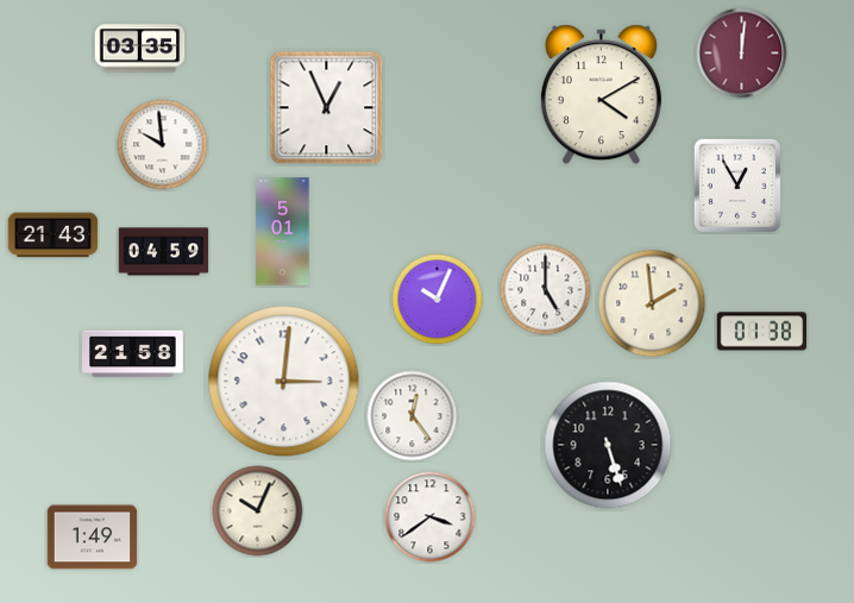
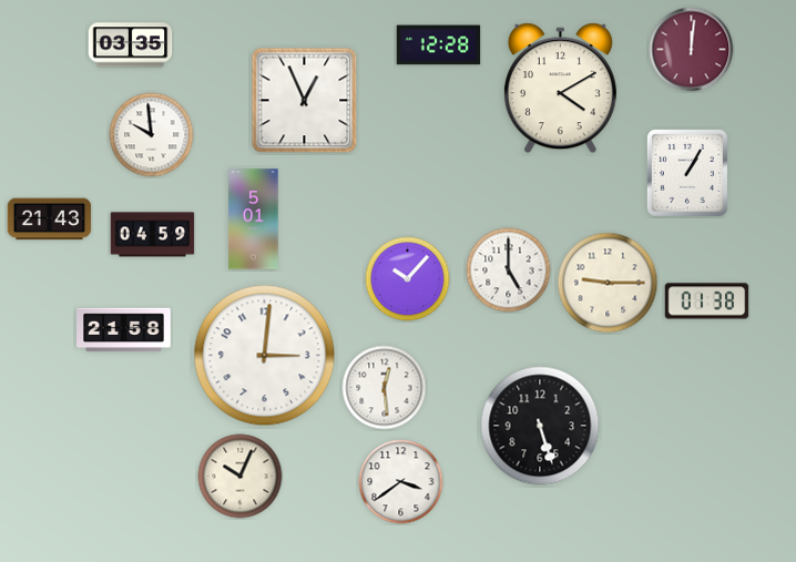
clock at (439, 45): none -> 12:28
clock at (737, 186): 12:55 -> 1:05
clock at (283, 232) position: (283, 232) -> (254, 219)
clock at (438, 300): 10:04 -> 10:07
clock at (652, 303): 1:59 -> 9:15
clock at (762, 332) position: (762, 332) -> (707, 302)
clock at (413, 416): 12:24 -> 12:29
clock at (608, 445) position: (608, 445) -> (540, 426)
clock at (93, 538): 1:49 -> none
